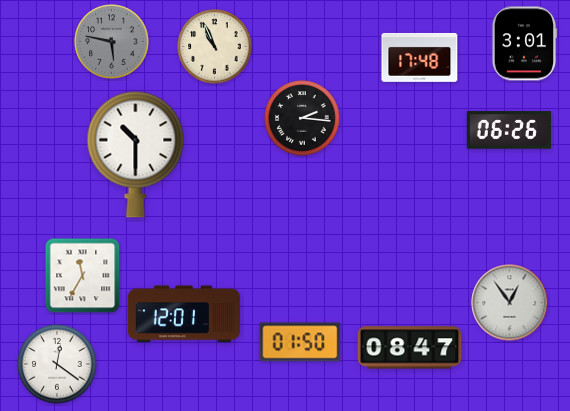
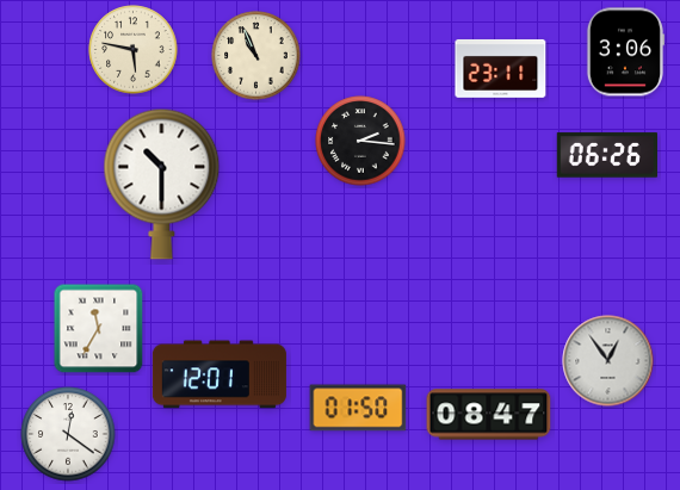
clock at (112, 42) dial: grey -> cream
clock at (523, 44): 3:01 -> 3:06
clock at (420, 57): 17:48 -> 23:11
